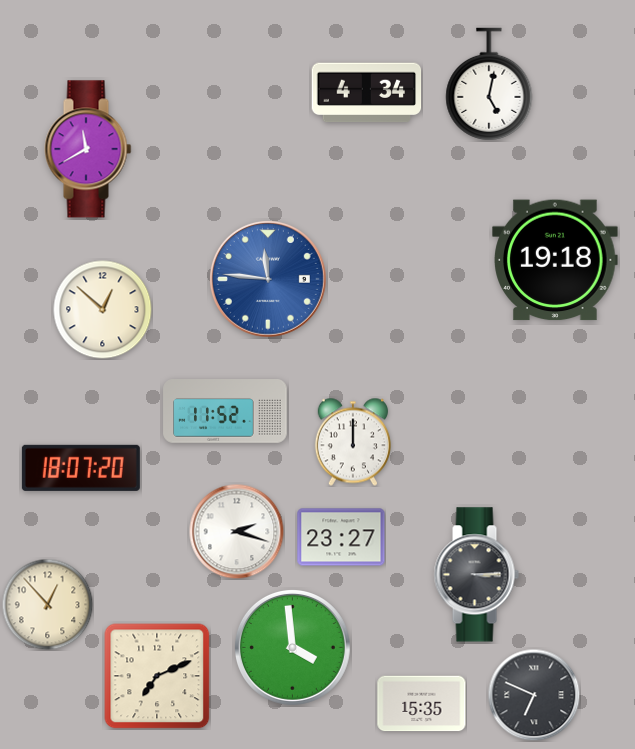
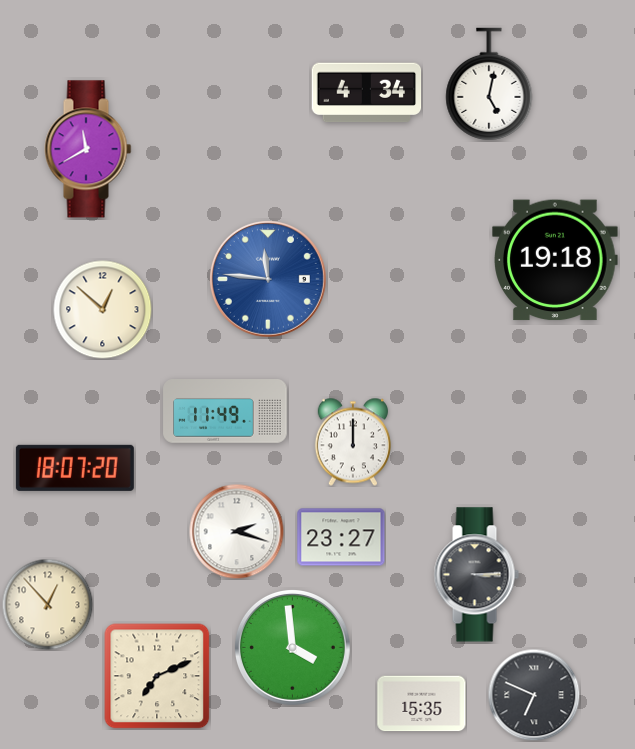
clock at (225, 411): 11:52 -> 11:49
clock at (81, 468) position: (81, 468) -> (75, 468)
